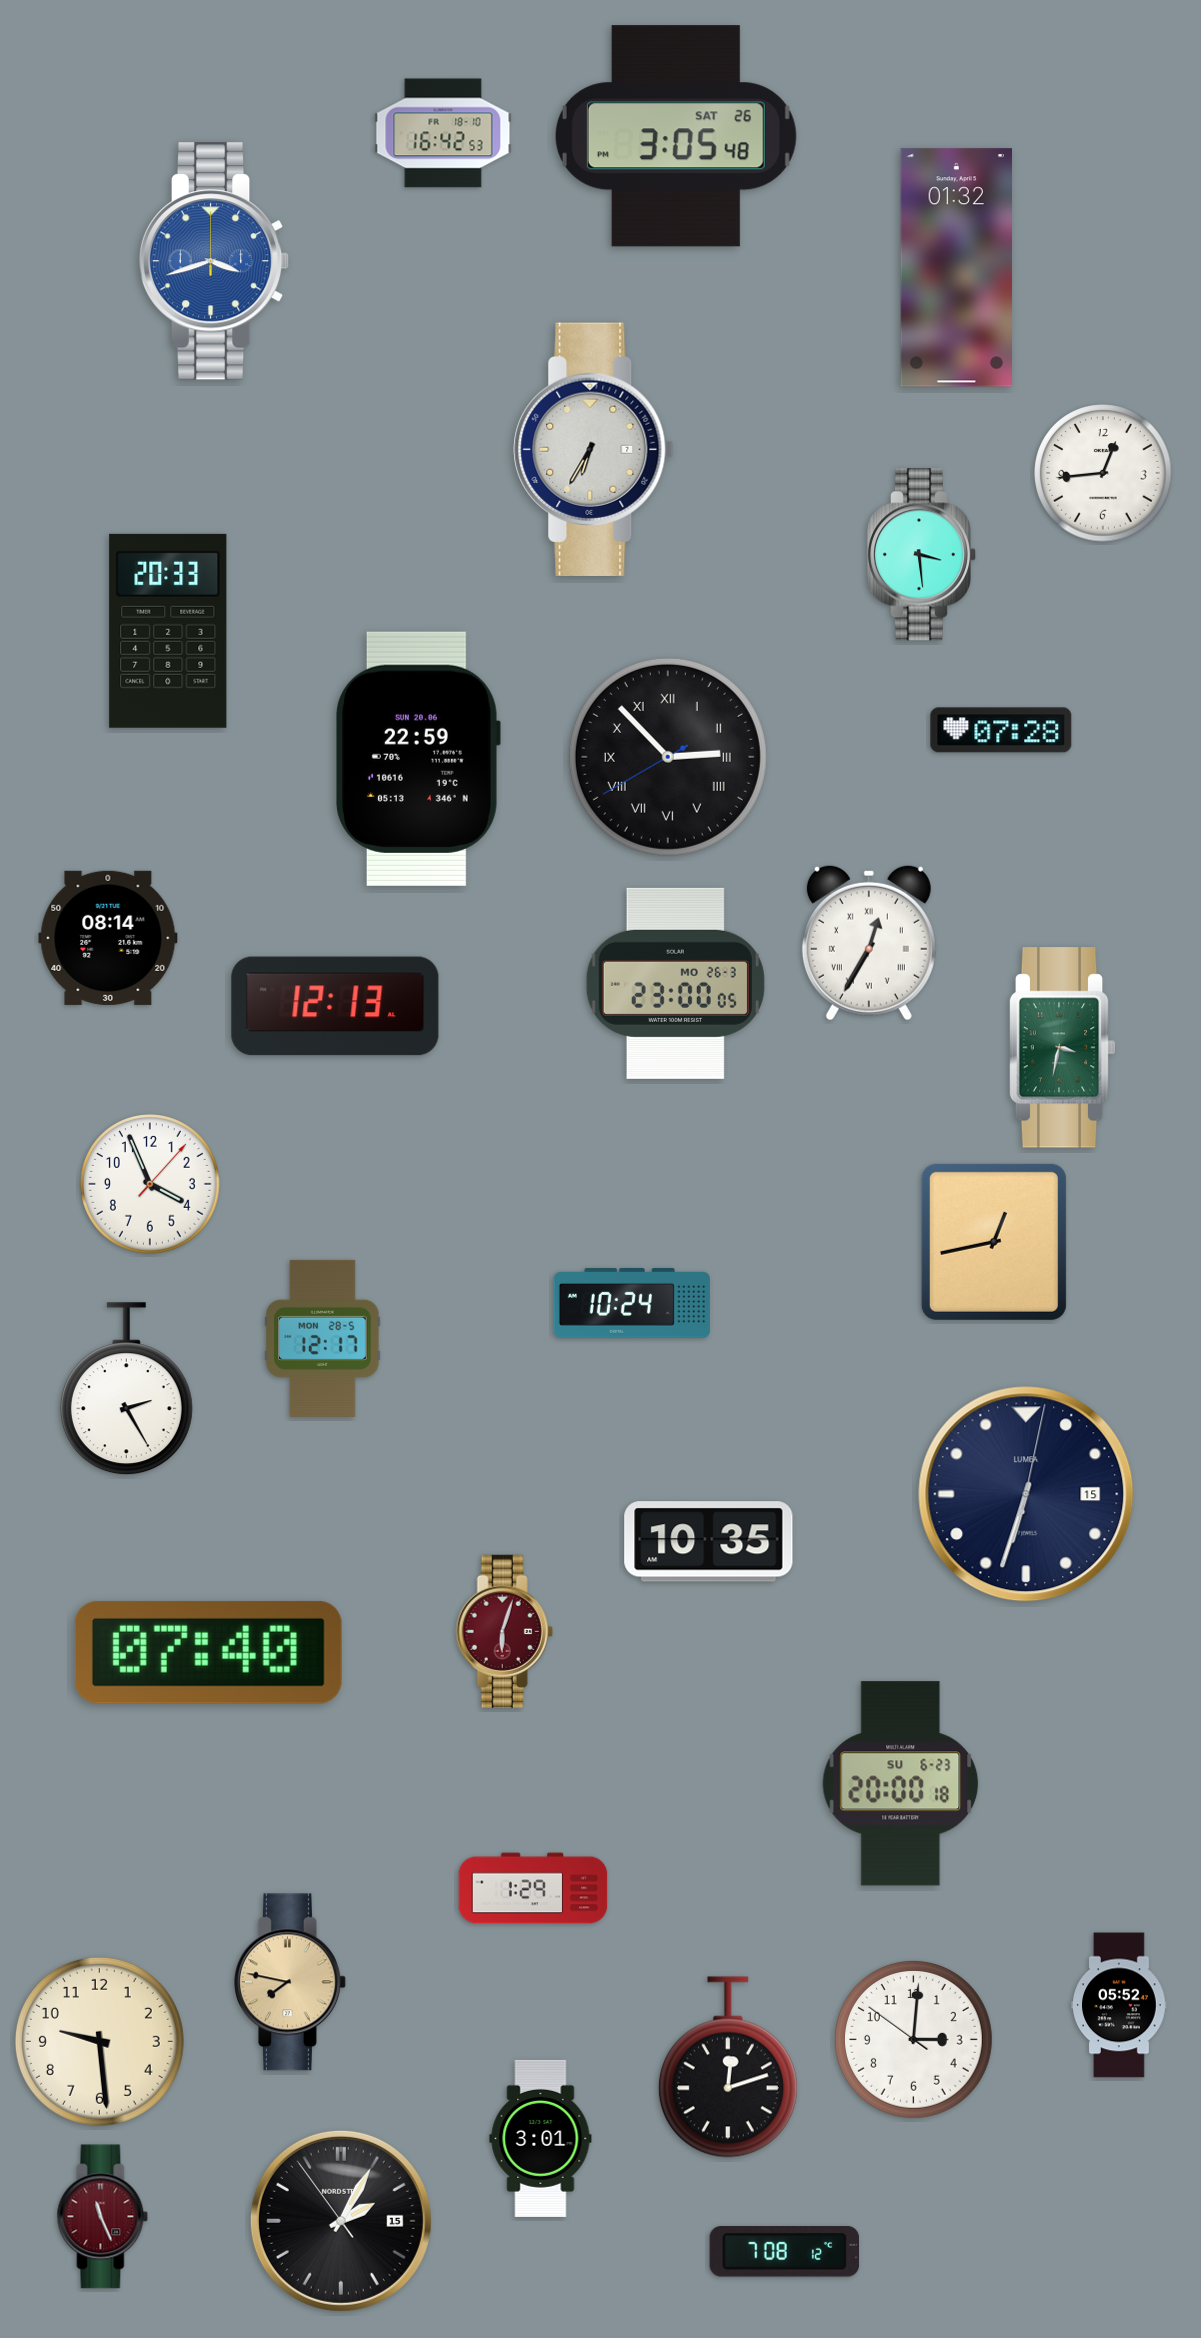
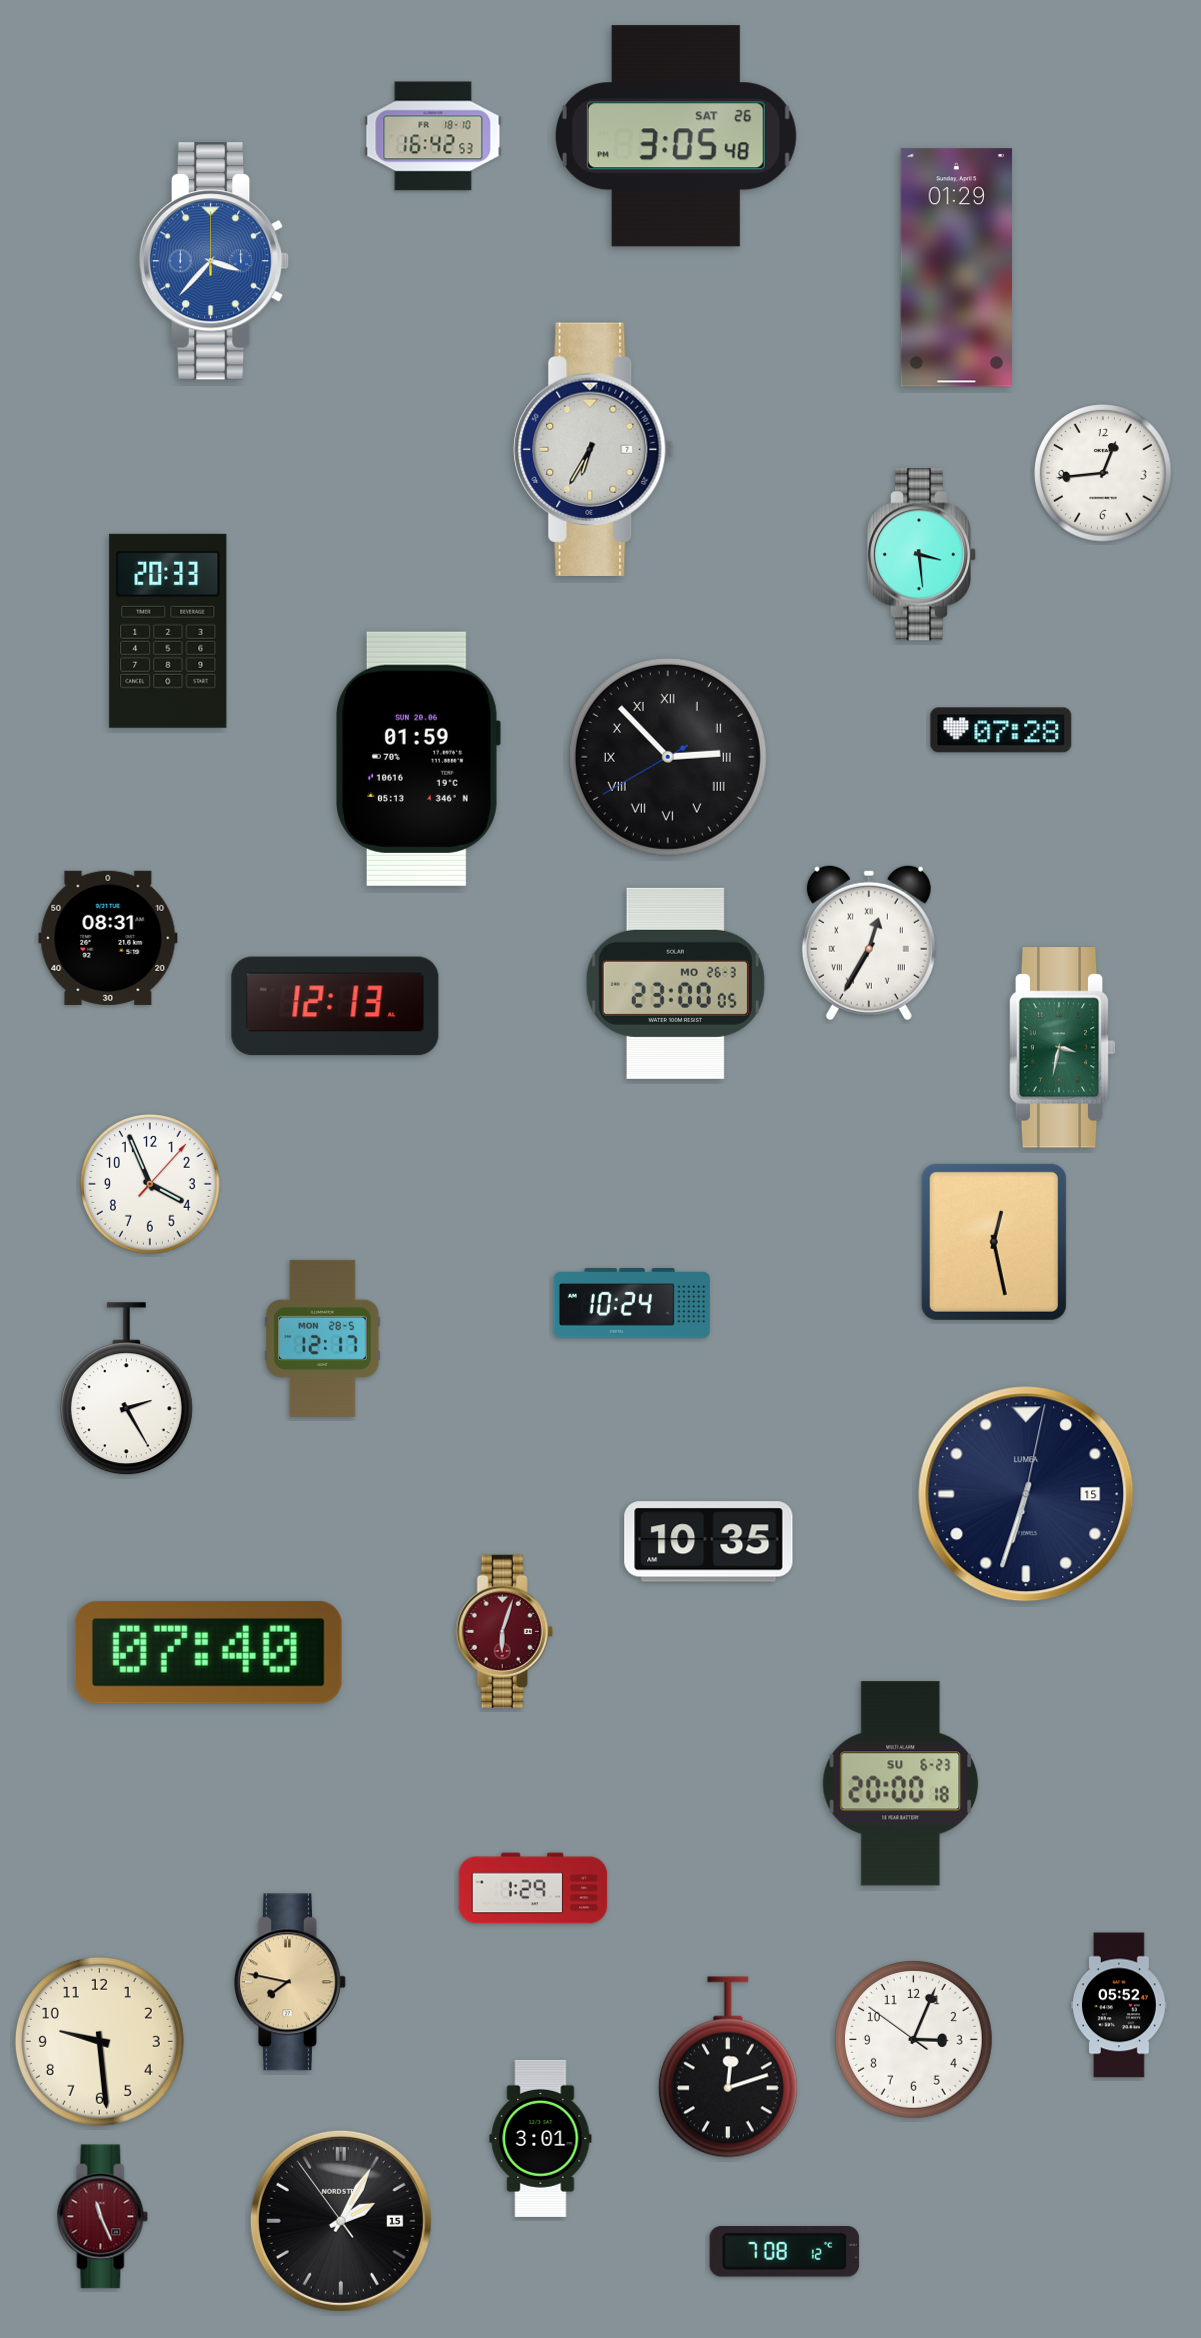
clock at (443, 133) position: (443, 133) -> (433, 136)
clock at (214, 261): 3:42 -> 3:37
clock at (956, 268): 01:32 -> 01:29
clock at (418, 759): 22:59 -> 01:59
clock at (108, 938): 08:14 -> 08:31
clock at (994, 1242): 12:43 -> 12:28
clock at (913, 2039): 3:00 -> 3:03
